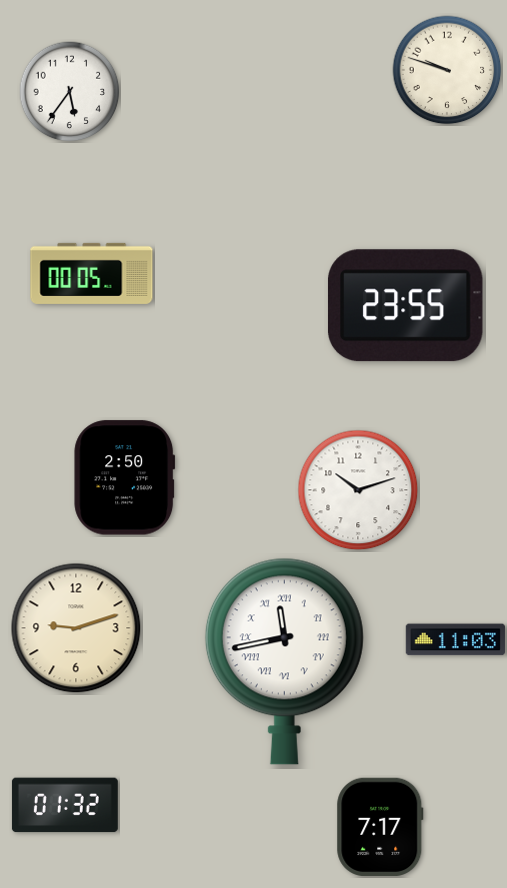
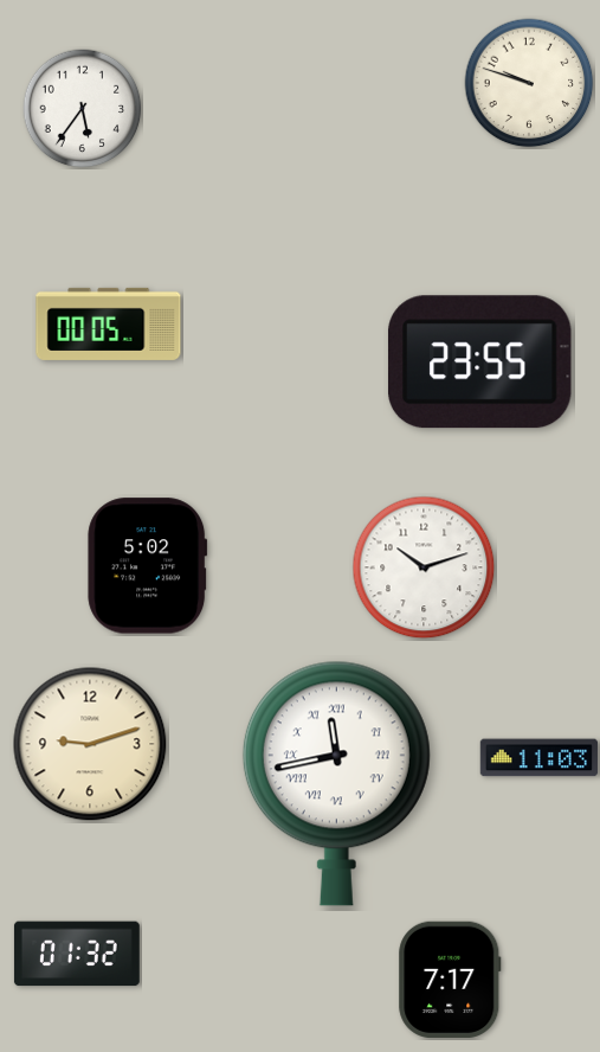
clock at (125, 478): 2:50 -> 5:02
clock at (358, 490) position: (358, 490) -> (424, 567)
